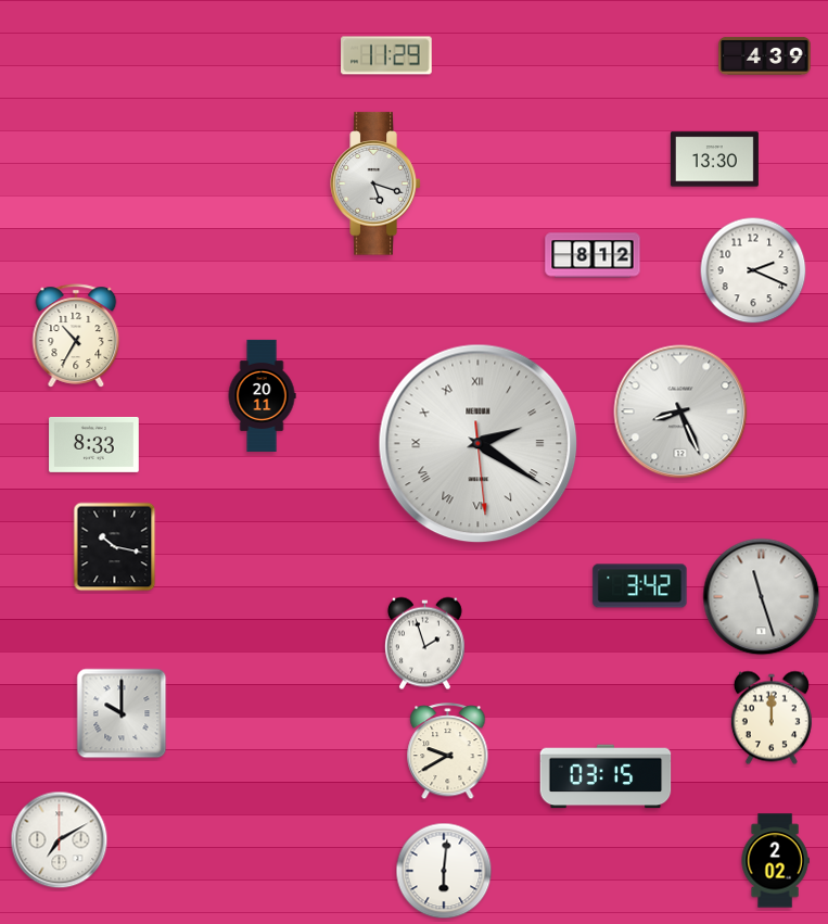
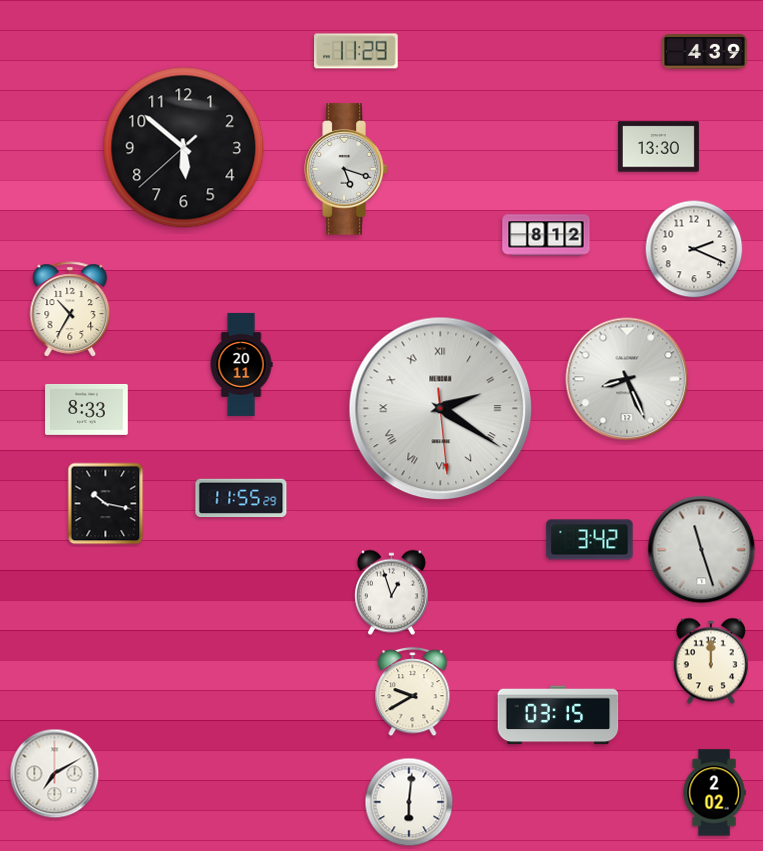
clock at (184, 148): none -> 5:51
clock at (241, 498): none -> 11:55
clock at (424, 644): 1:57 -> 12:57
clock at (122, 713): 10:00 -> none
